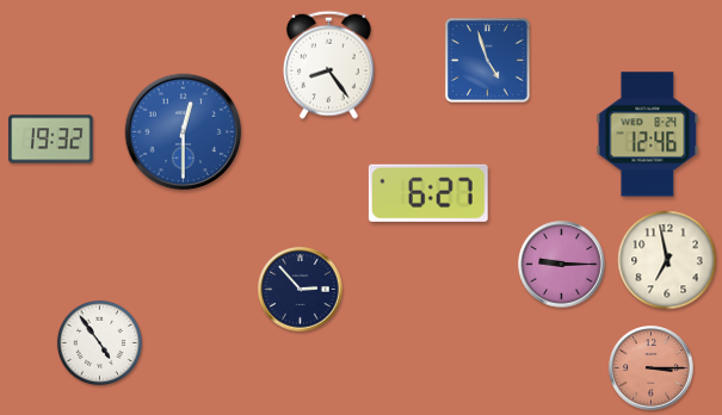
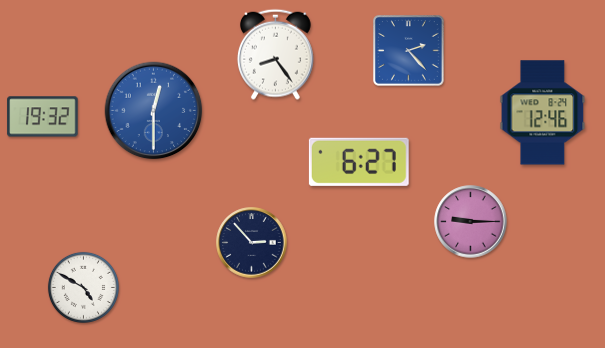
clock at (488, 61): 4:57 -> 2:23
clock at (667, 260): 6:58 -> none
clock at (99, 342): 4:54 -> 4:50
clock at (652, 368): 3:15 -> none
